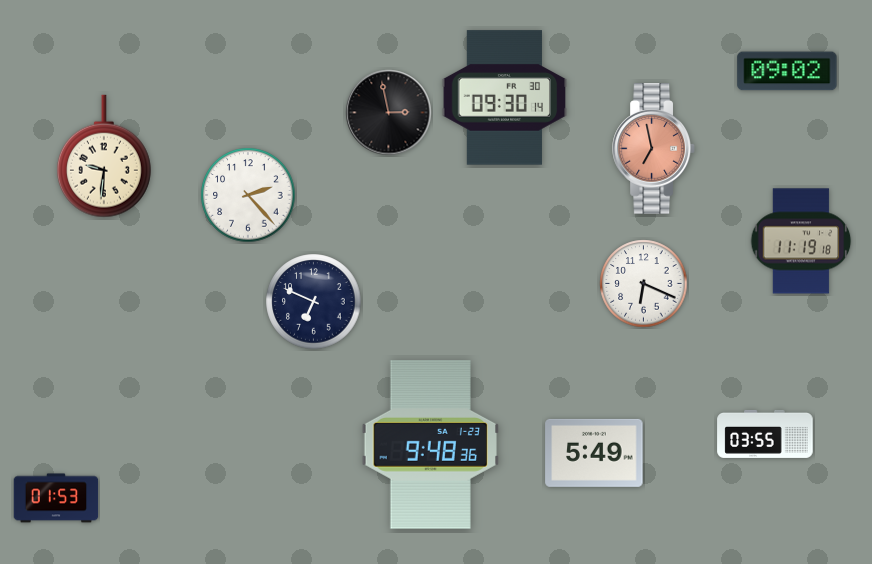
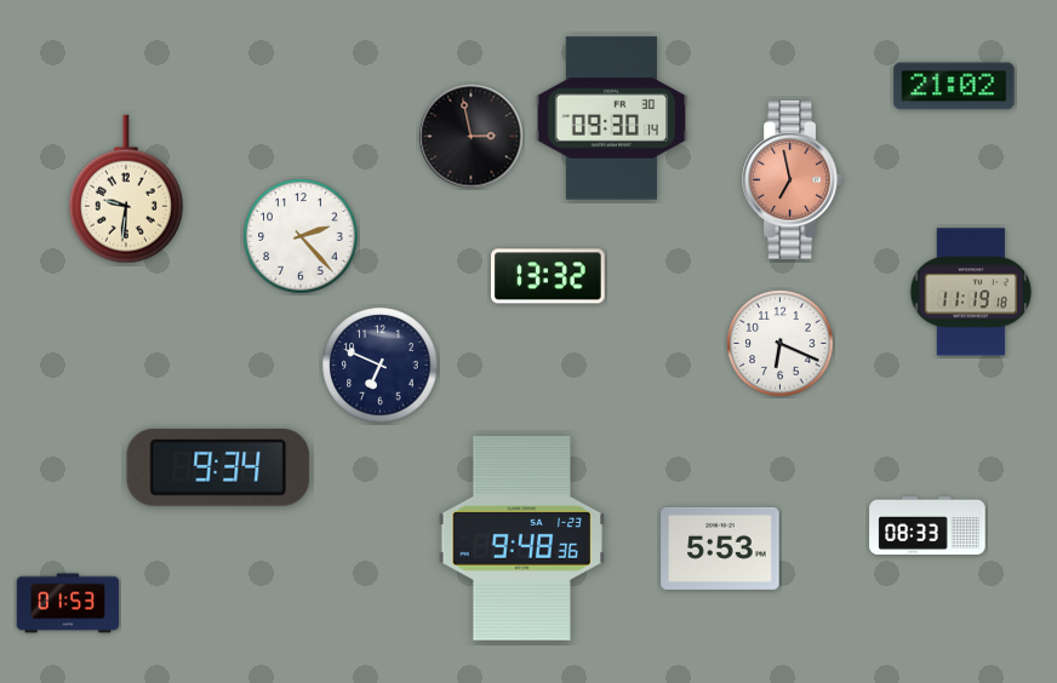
clock at (787, 71): 09:02 -> 21:02
clock at (549, 276): none -> 13:32
clock at (218, 467): none -> 9:34
clock at (765, 434): 03:55 -> 08:33
clock at (594, 453): 5:49 -> 5:53
